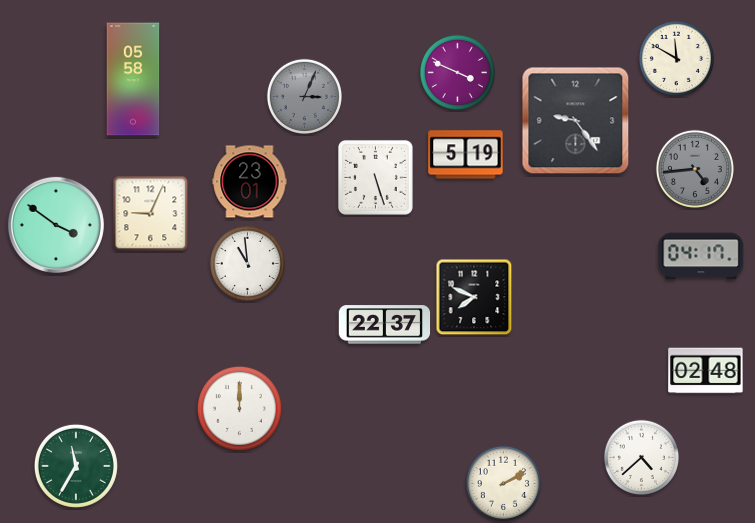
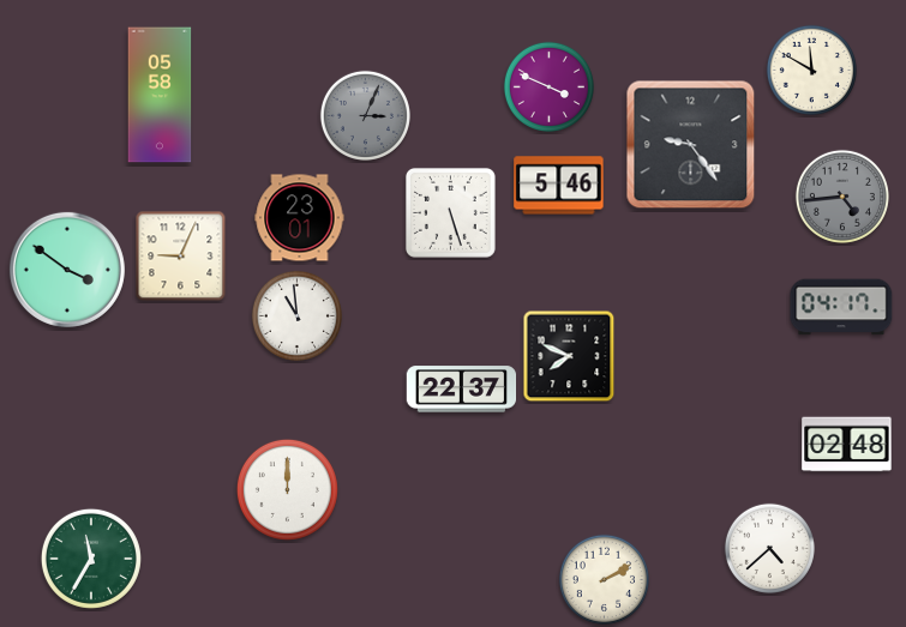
clock at (466, 155): 5:19 -> 5:46
clock at (695, 169) position: (695, 169) -> (842, 197)
